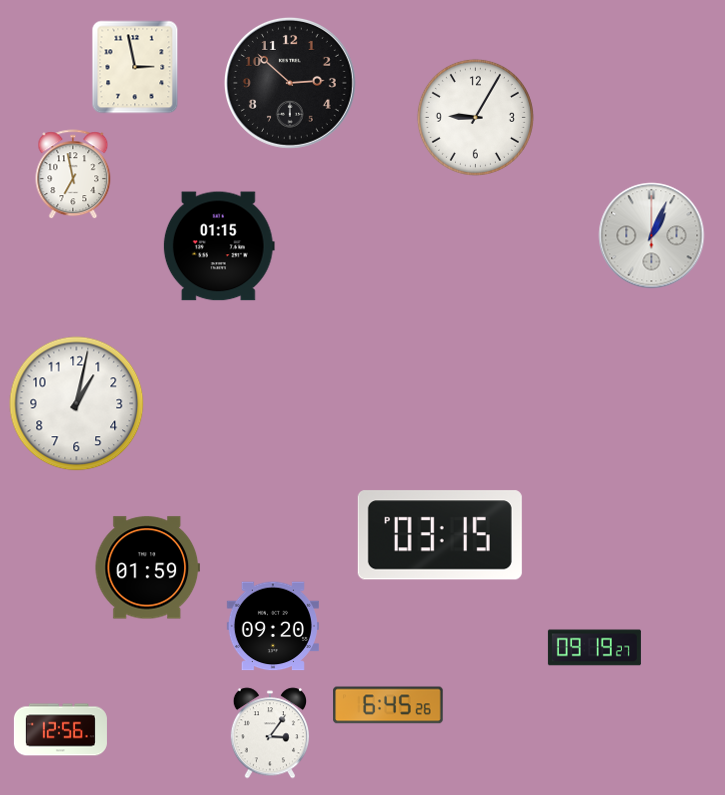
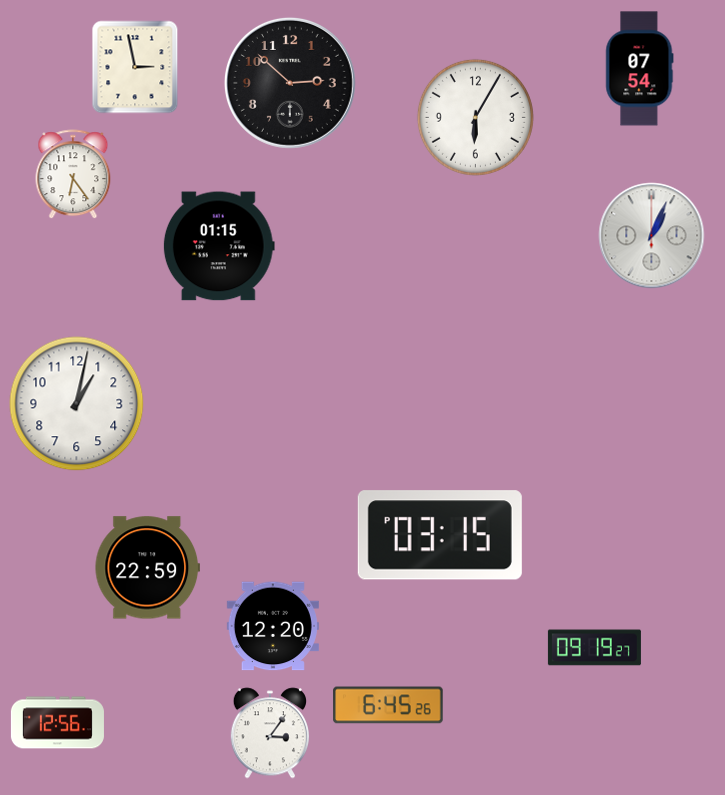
clock at (640, 69): none -> 07:54
clock at (475, 117): 9:05 -> 6:05
clock at (73, 175): 6:58 -> 6:24
clock at (147, 568): 01:59 -> 22:59
clock at (273, 626): 09:20 -> 12:20
clock at (60, 730) position: (60, 730) -> (57, 723)
